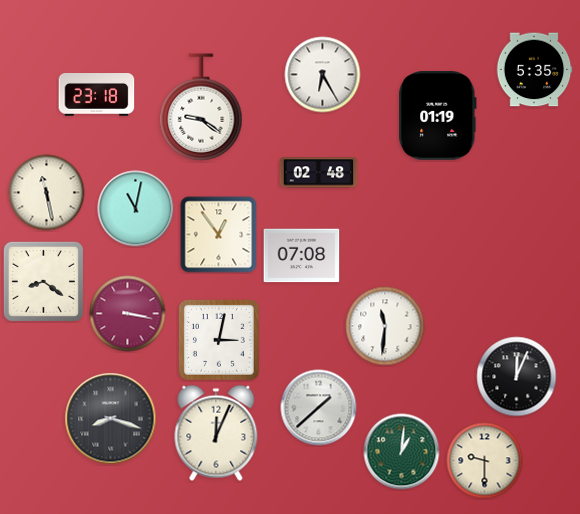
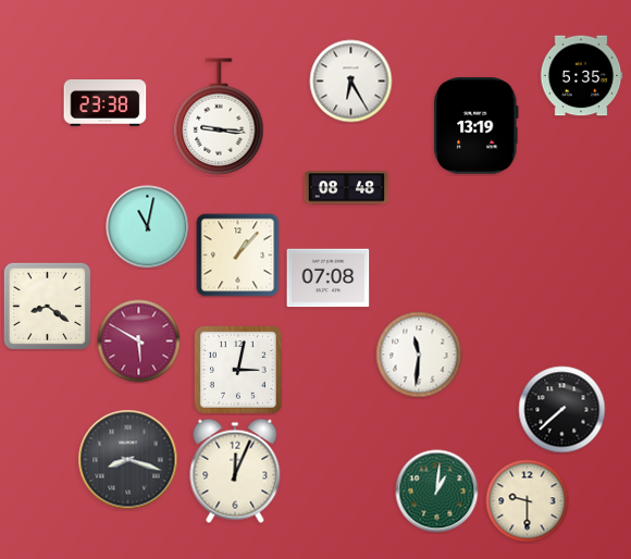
clock at (97, 95): 23:18 -> 23:38
clock at (201, 107): 9:21 -> 9:16
clock at (438, 116): 01:19 -> 13:19
clock at (319, 173): 02:48 -> 08:48
clock at (47, 193): 11:28 -> none
clock at (219, 235): 12:54 -> 1:07
clock at (128, 314): 3:17 -> 5:50
clock at (517, 377): 12:04 -> 7:38
clock at (319, 408): 1:38 -> none
clock at (111, 419) position: (111, 419) -> (128, 460)
